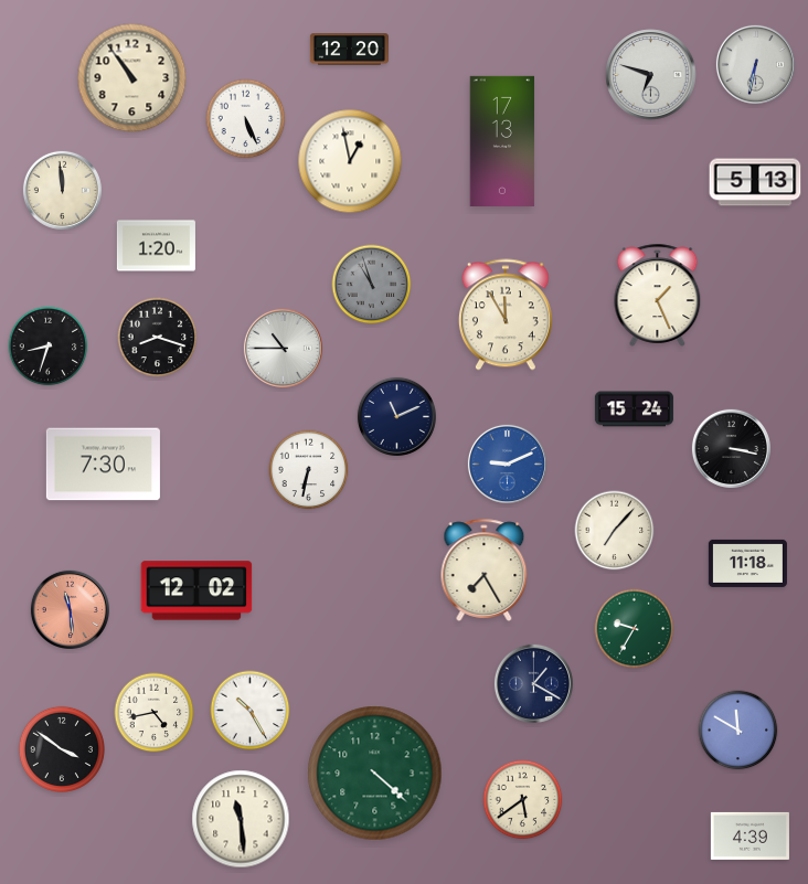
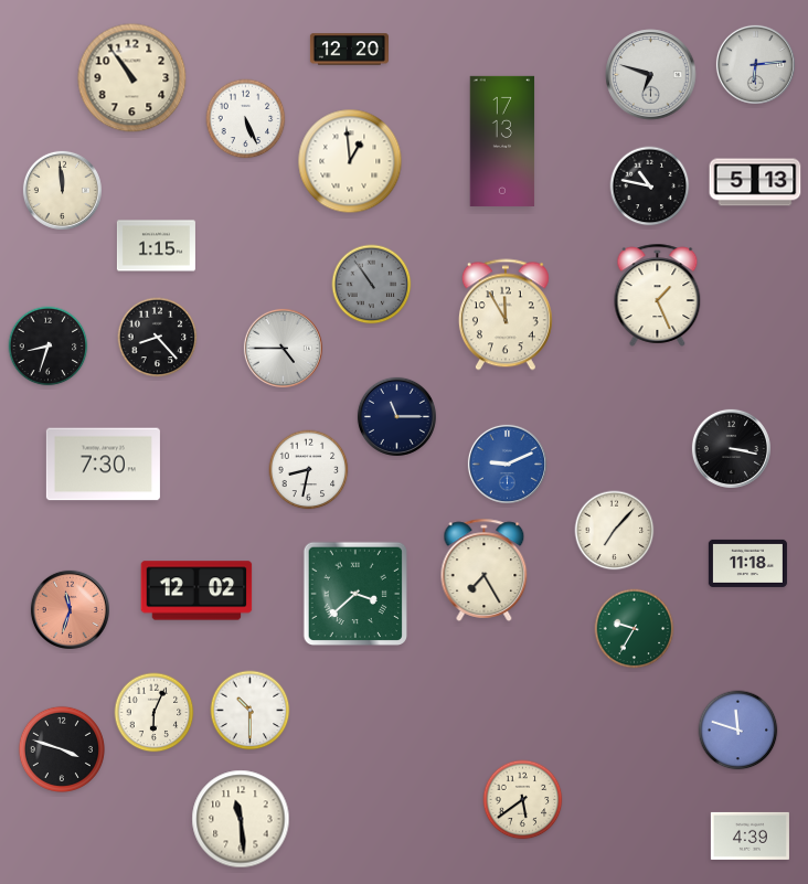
clock at (755, 64): 6:32 -> 6:14
clock at (350, 161): 12:58 -> 12:59
clock at (650, 187): none -> 10:47
clock at (156, 246): 1:20 -> 1:15
clock at (372, 285): 10:57 -> 10:54
clock at (158, 338): 8:18 -> 8:23
clock at (283, 348): 10:45 -> 4:45
clock at (634, 409): 15:24 -> none
clock at (396, 416): 11:11 -> 11:15
clock at (309, 470): 6:32 -> 8:32
clock at (354, 593): none -> 3:38
clock at (70, 609): 11:29 -> 11:33
clock at (533, 683): 1:20 -> none
clock at (251, 711): 10:25 -> 10:30
clock at (155, 713): 4:43 -> 6:04
clock at (738, 731): 11:50 -> 11:48
clock at (62, 749): 3:51 -> 3:48
clock at (375, 774): 4:22 -> none
